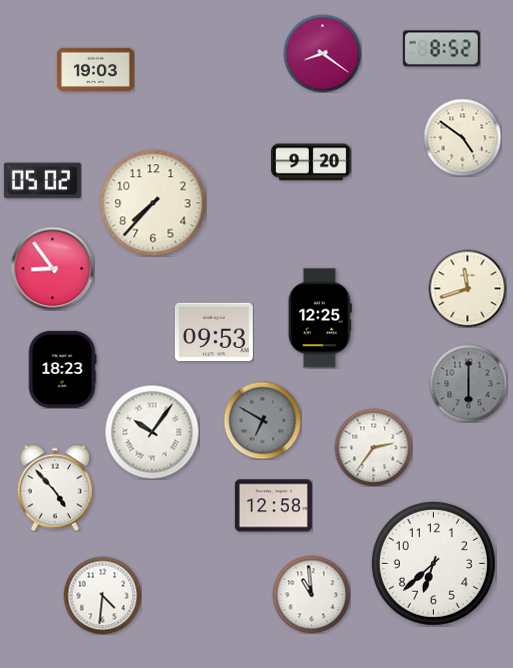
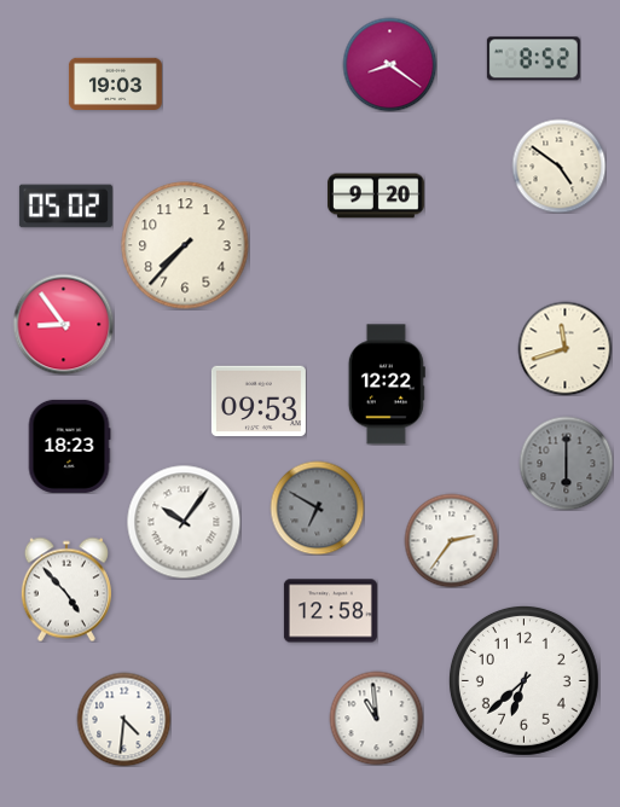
clock at (42, 181) position: (42, 181) -> (65, 207)
clock at (320, 318): 12:25 -> 12:22
clock at (62, 369) position: (62, 369) -> (69, 446)
